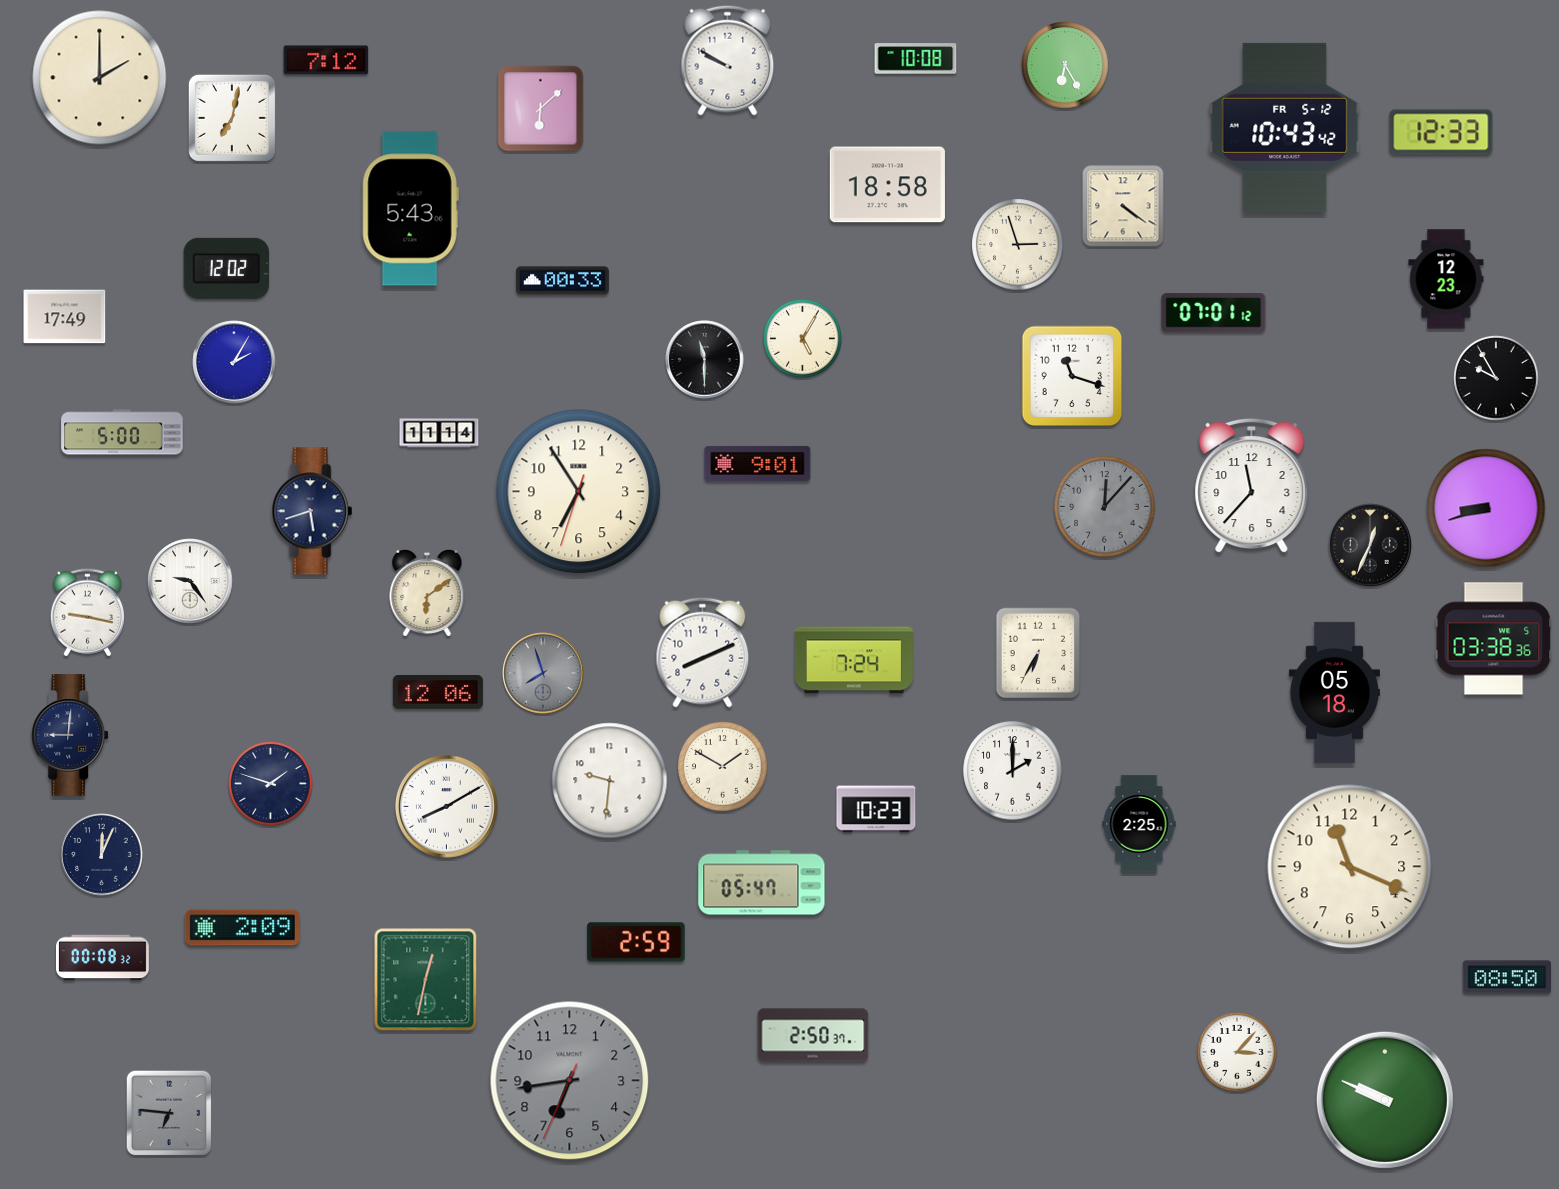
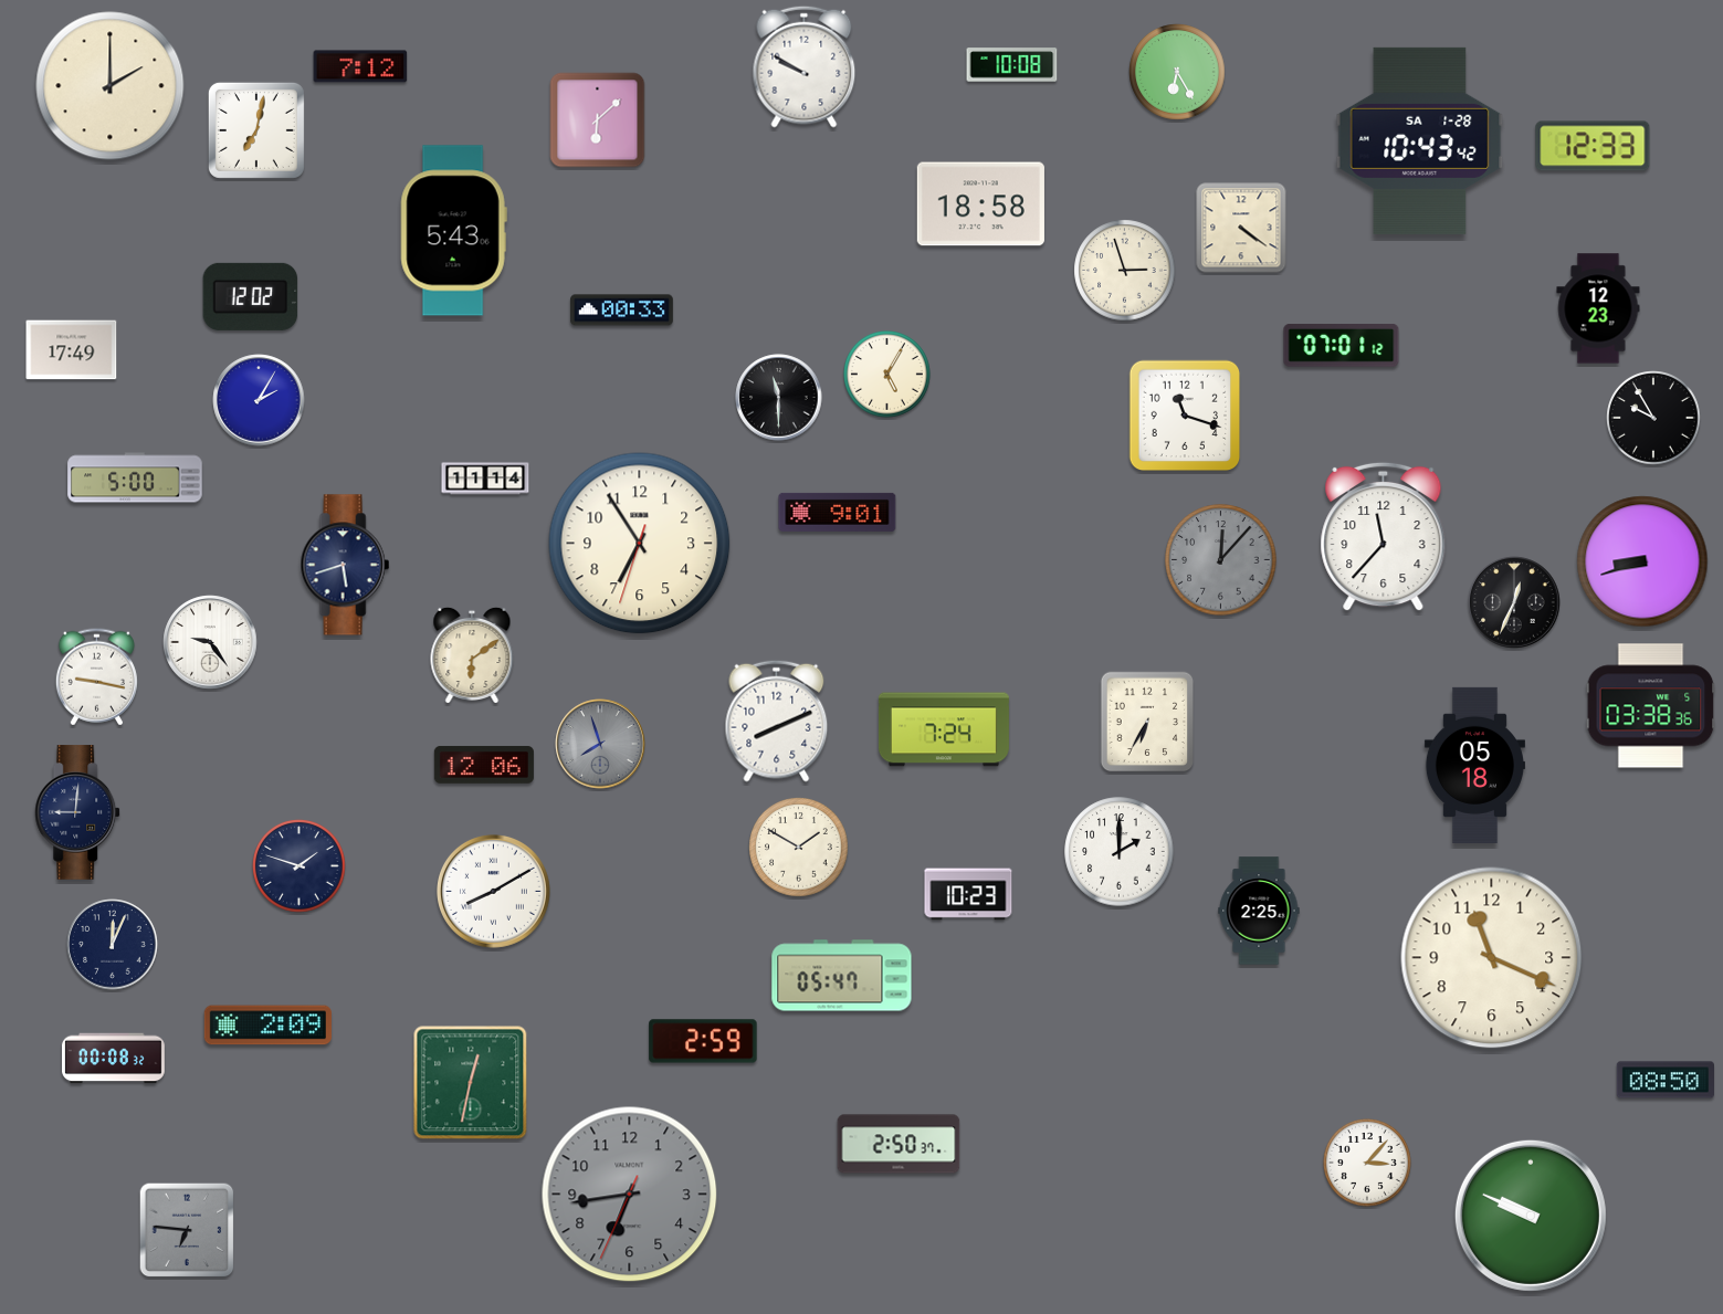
clock at (1285, 127) date: FR 5-12 -> SA 1-28
clock at (610, 781): 9:31 -> none
